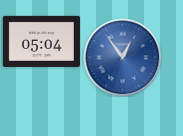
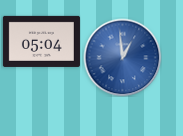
clock at (122, 57): 12:54 -> 12:59
